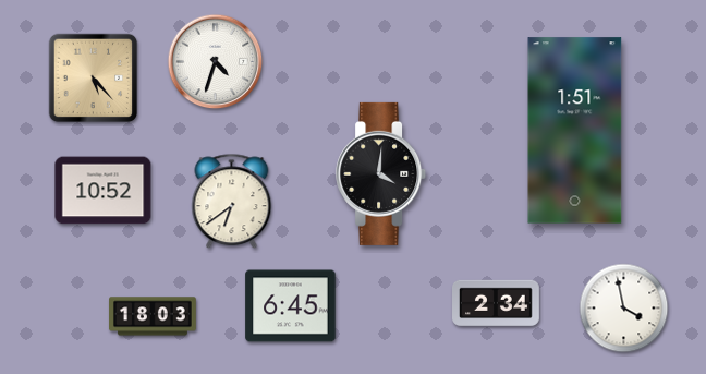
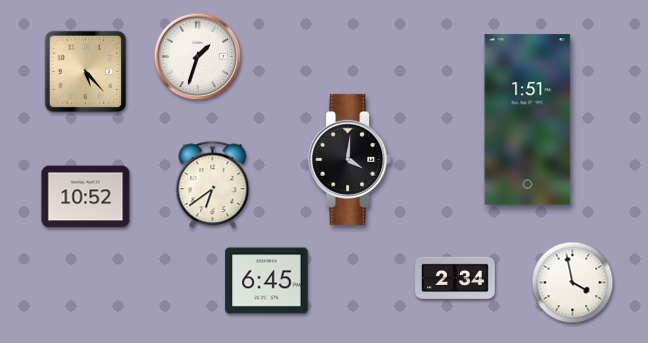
clock at (216, 62): 4:33 -> 1:33
clock at (104, 191) position: (104, 191) -> (86, 197)
clock at (154, 316): 18:03 -> none
